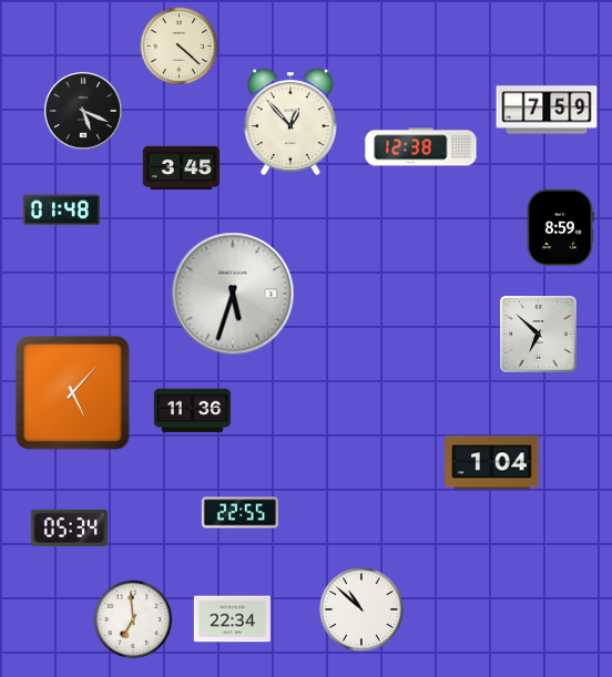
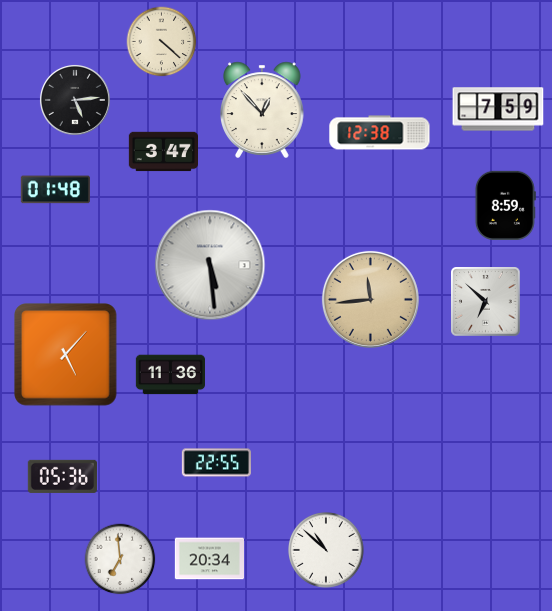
clock at (547, 110) position: (547, 110) -> (498, 109)
clock at (83, 111): 5:19 -> 5:14
clock at (181, 168): 3:45 -> 3:47
clock at (233, 294): 5:33 -> 5:29
clock at (370, 299): none -> 11:44
clock at (192, 411) position: (192, 411) -> (170, 375)
clock at (492, 463): 1:04 -> none
clock at (69, 527): 05:34 -> 05:36
clock at (232, 619): 22:34 -> 20:34
